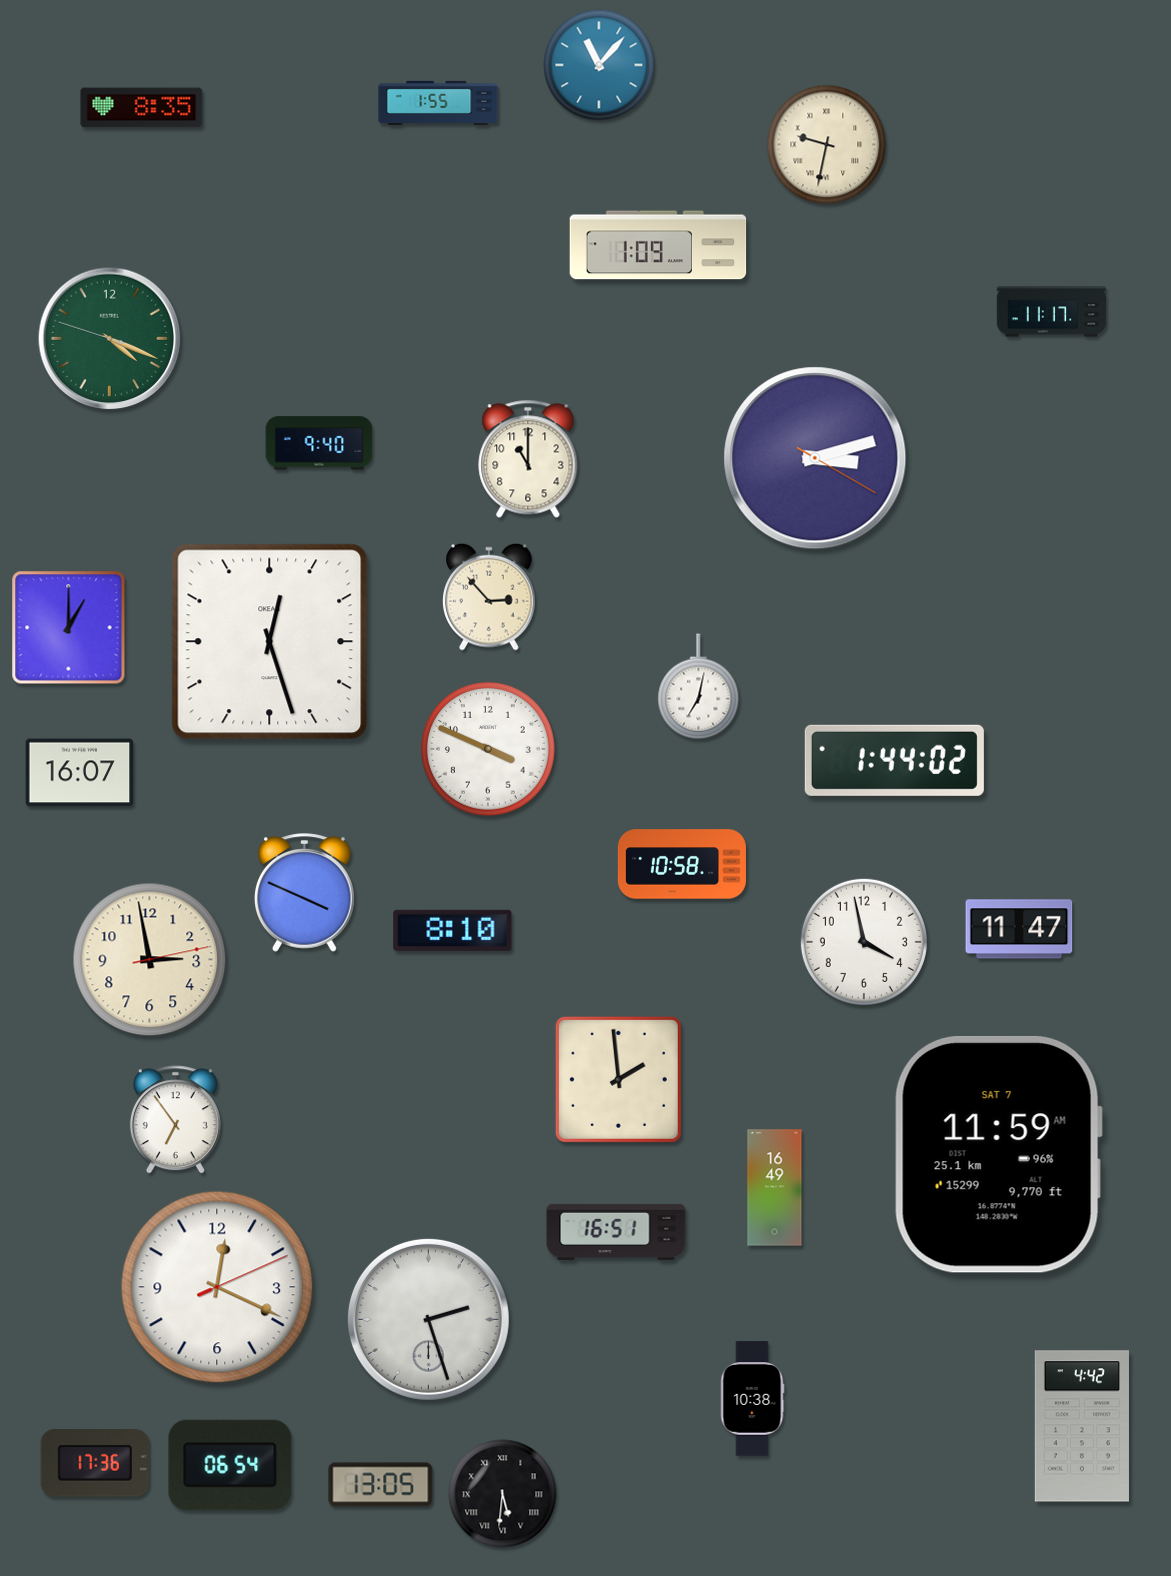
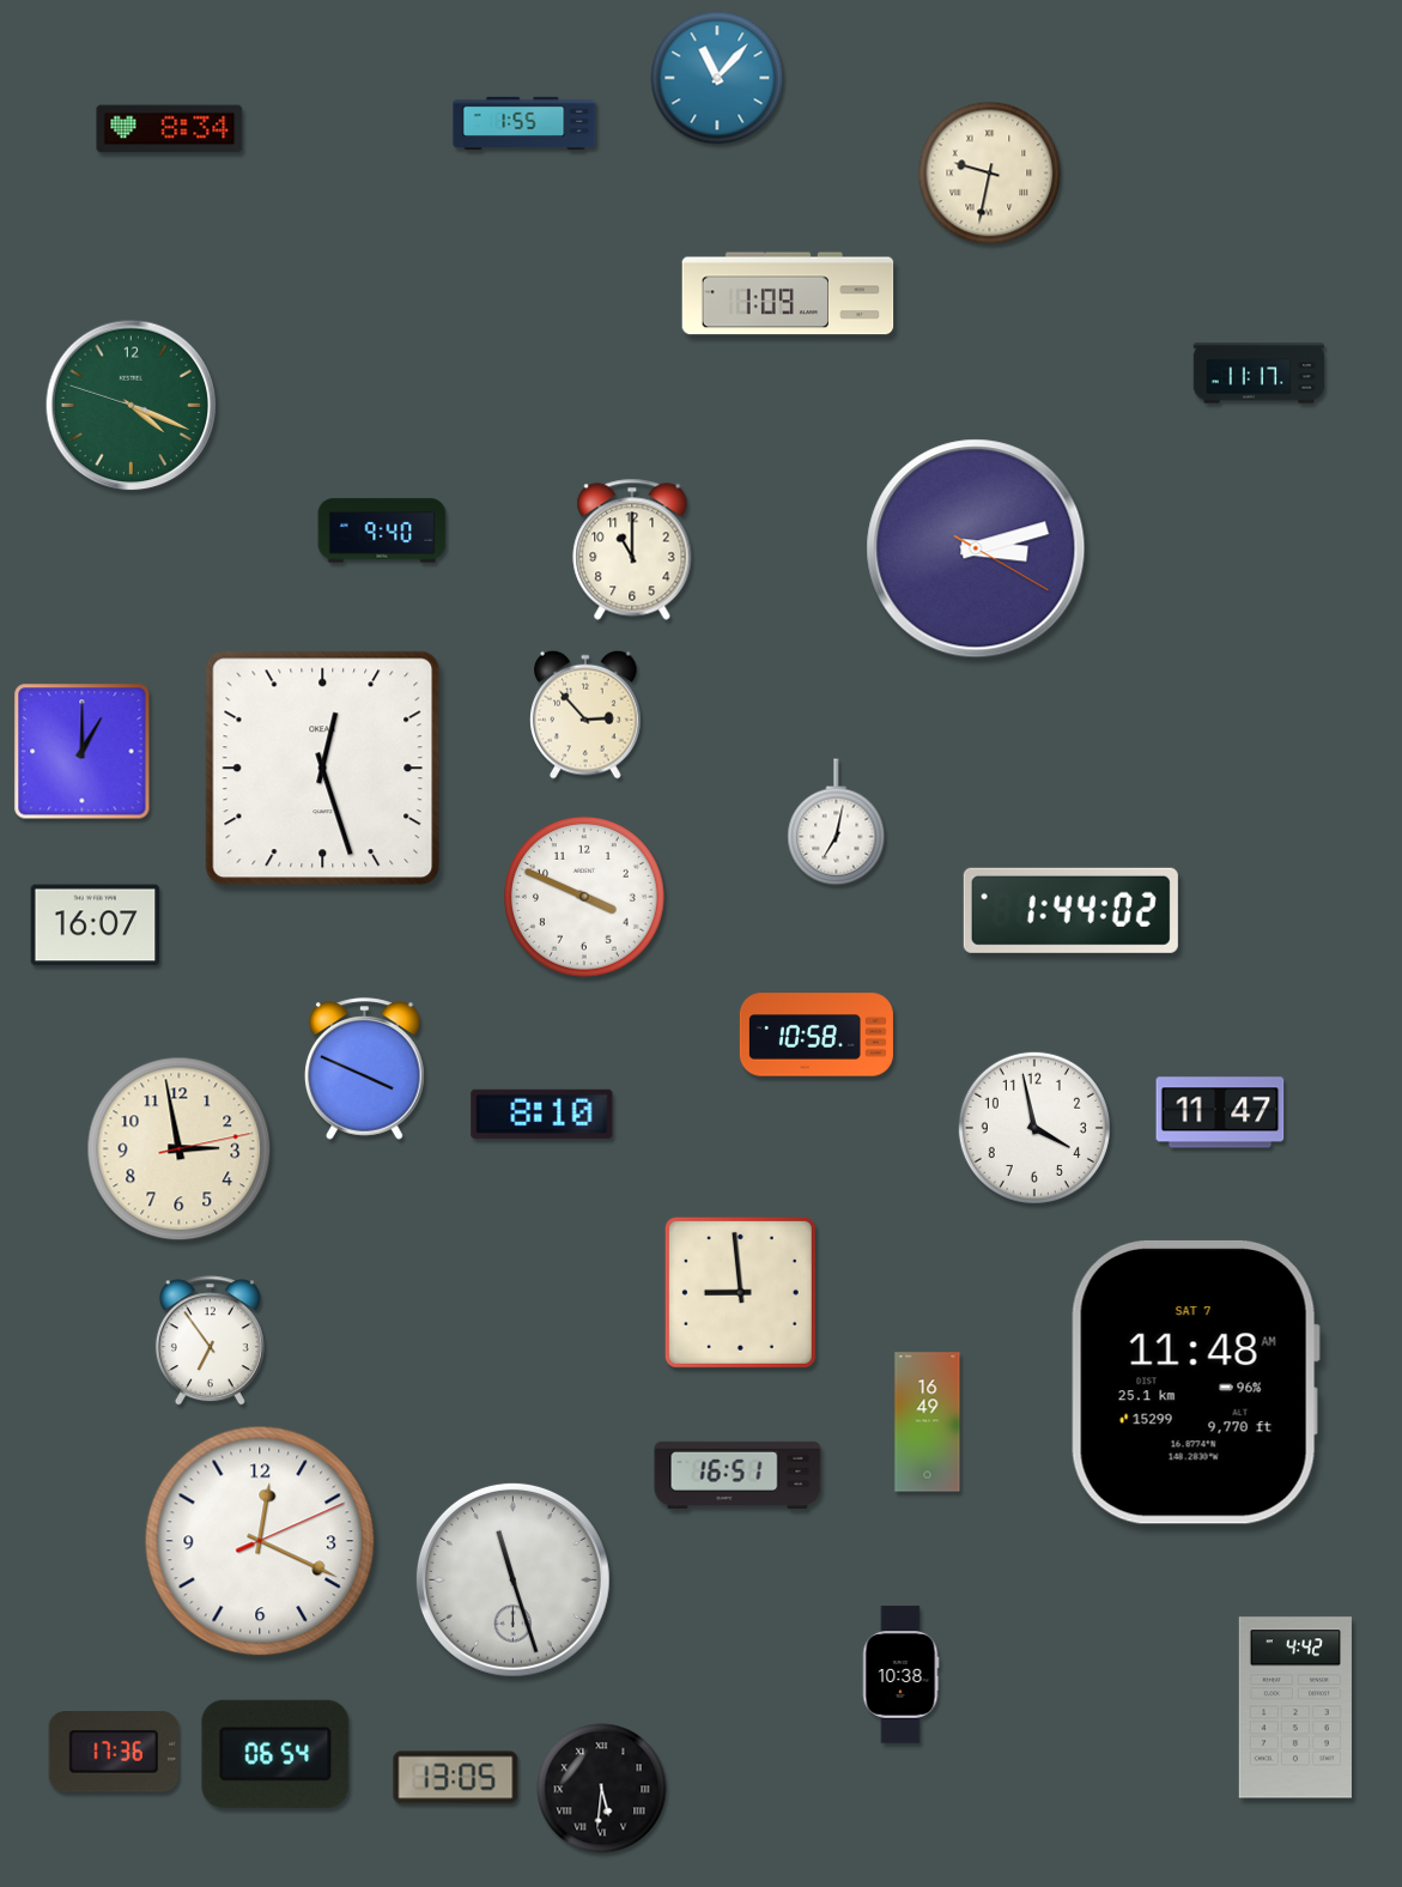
clock at (142, 108): 8:35 -> 8:34
clock at (618, 1079): 1:59 -> 8:59
clock at (998, 1154): 11:59 -> 11:48
clock at (428, 1319): 2:27 -> 11:27
